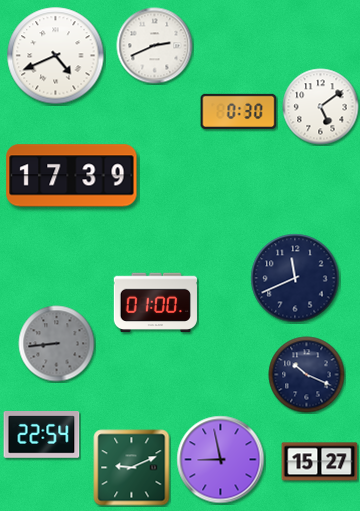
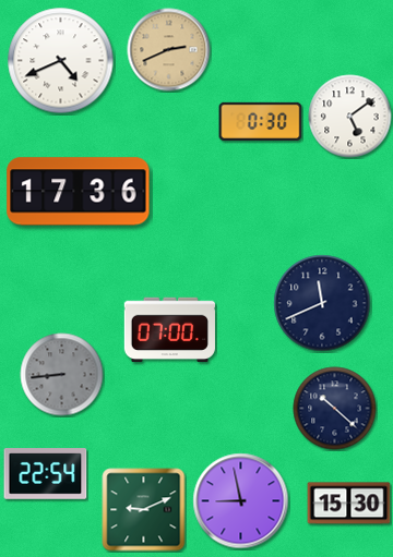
clock at (155, 46) dial: white -> champagne
clock at (72, 176): 17:39 -> 17:36
clock at (155, 303): 01:00 -> 07:00
clock at (307, 375): 10:19 -> 10:22
clock at (320, 462): 15:27 -> 15:30
